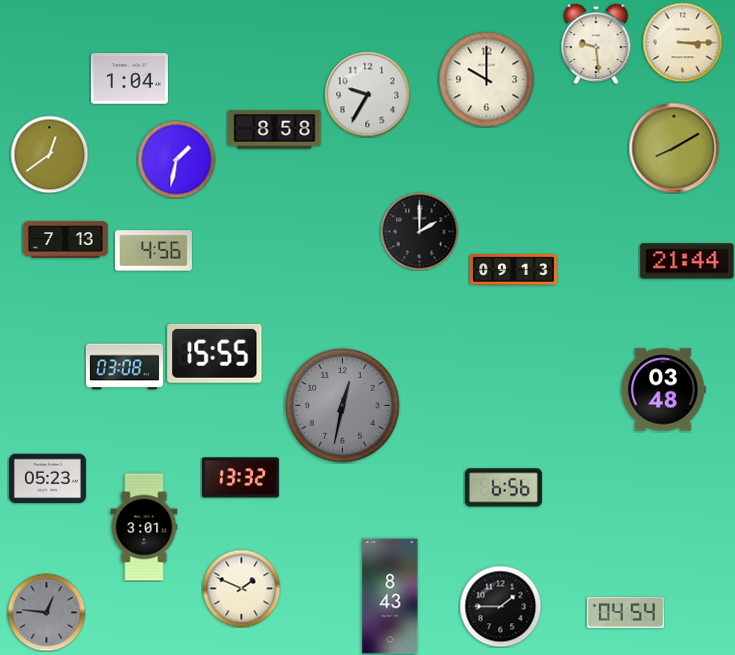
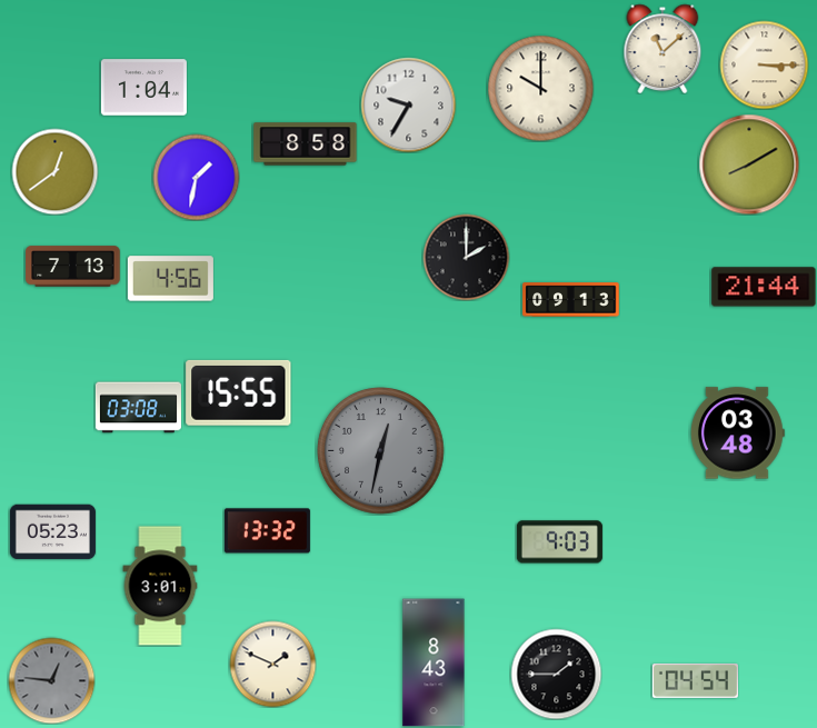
clock at (682, 42) position: (682, 42) -> (764, 64)
clock at (596, 44): 9:29 -> 11:08
clock at (687, 261) position: (687, 261) -> (764, 287)
clock at (503, 488): 6:56 -> 9:03
clock at (241, 588) position: (241, 588) -> (272, 664)
